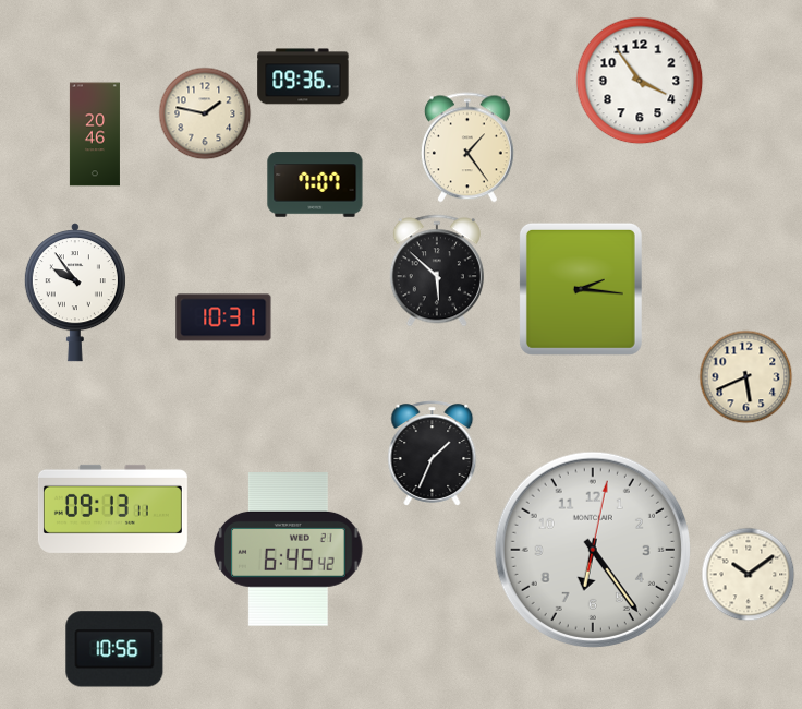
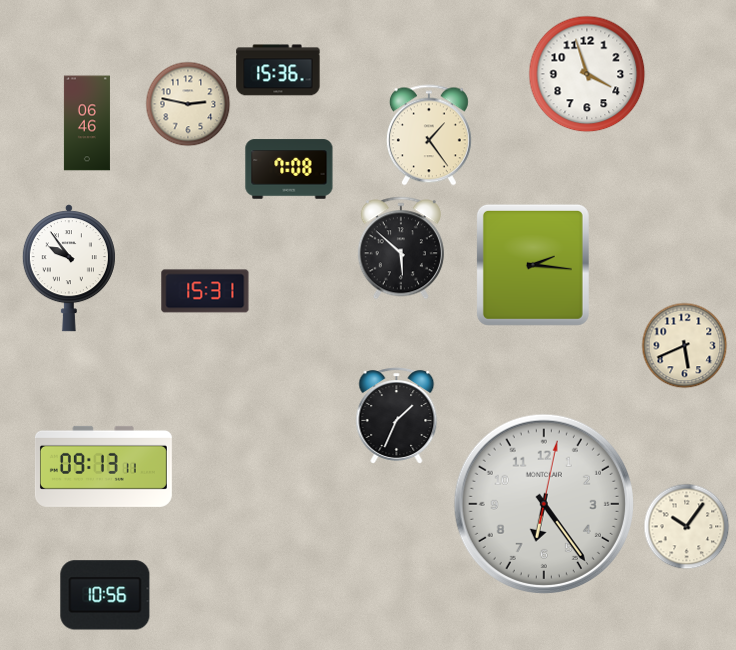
clock at (303, 76): 09:36 -> 15:36
clock at (640, 81): 3:54 -> 3:57
clock at (205, 113): 1:47 -> 2:47
clock at (95, 134): 20:46 -> 06:46
clock at (315, 184): 7:07 -> 7:08
clock at (223, 317): 10:31 -> 15:31
clock at (289, 550): 6:45 -> none
clock at (749, 575): 10:09 -> 10:06
